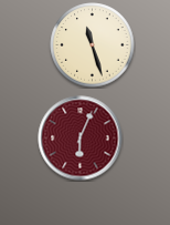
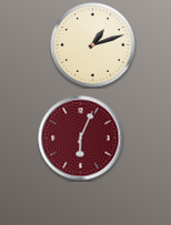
clock at (93, 45): 11:27 -> 1:12
